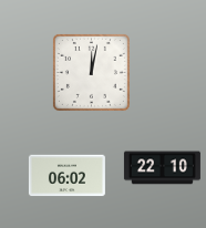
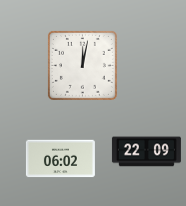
clock at (162, 168): 22:10 -> 22:09
